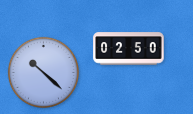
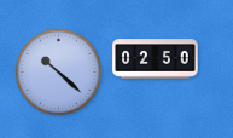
clock at (43, 72) position: (43, 72) -> (58, 71)
